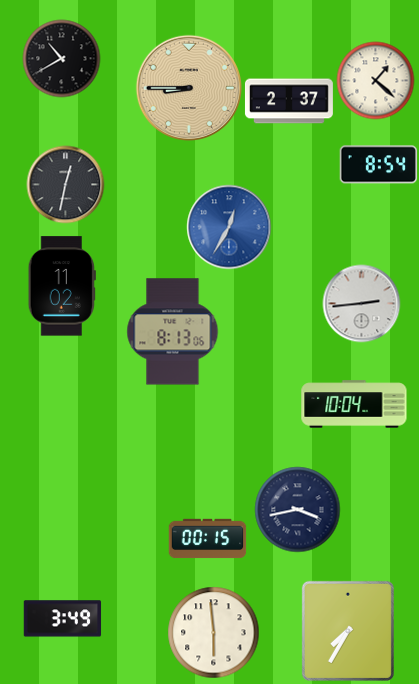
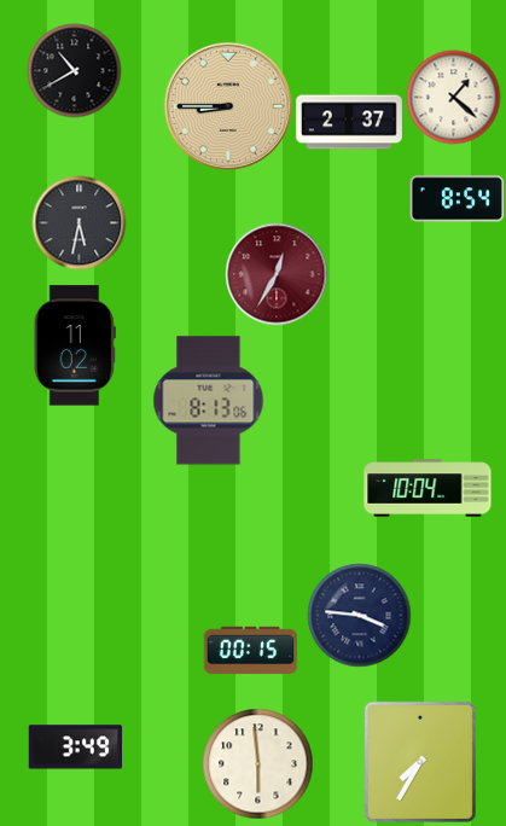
clock at (65, 184): 12:32 -> 5:32
clock at (229, 227) dial: blue -> burgundy
clock at (361, 303): 2:44 -> none
clock at (297, 509): 3:43 -> 3:46
